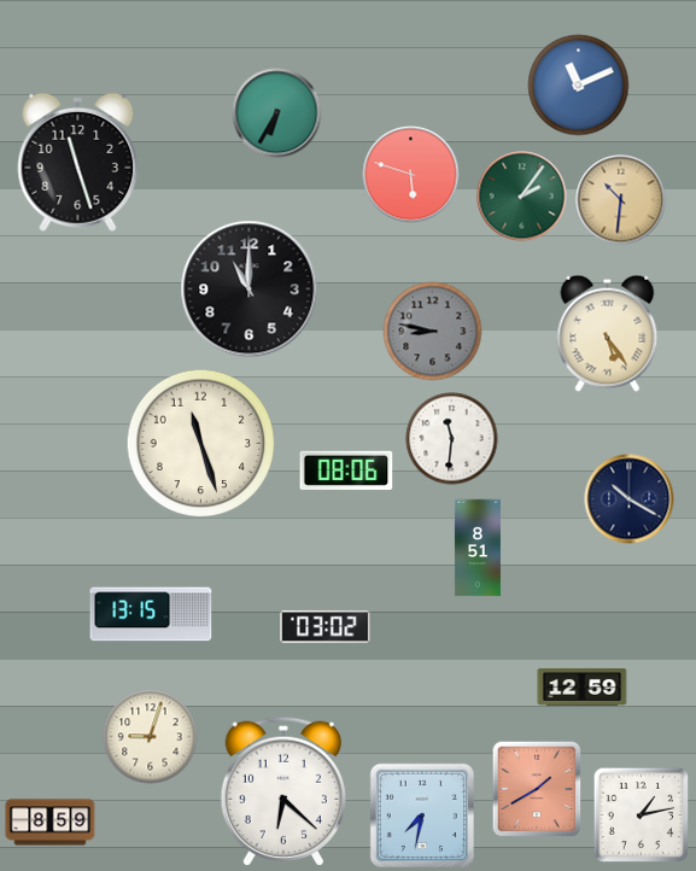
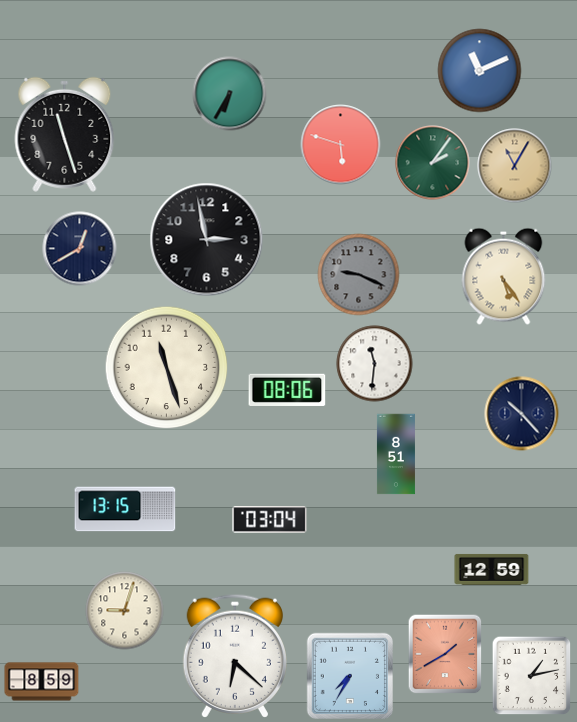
clock at (621, 200): 10:31 -> 11:05
clock at (250, 290): 11:00 -> 2:58
clock at (80, 249): none -> 12:40
clock at (433, 332): 8:47 -> 9:19
clock at (630, 499): 10:20 -> 10:23
clock at (326, 627): 03:02 -> 03:04
clock at (583, 686) position: (583, 686) -> (492, 569)
clock at (421, 814): 7:32 -> 7:35
